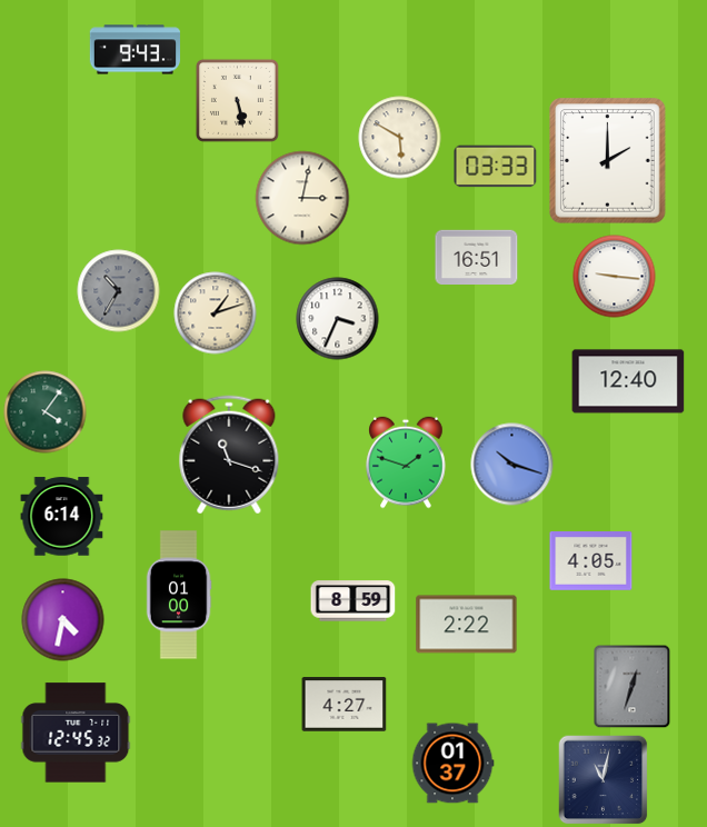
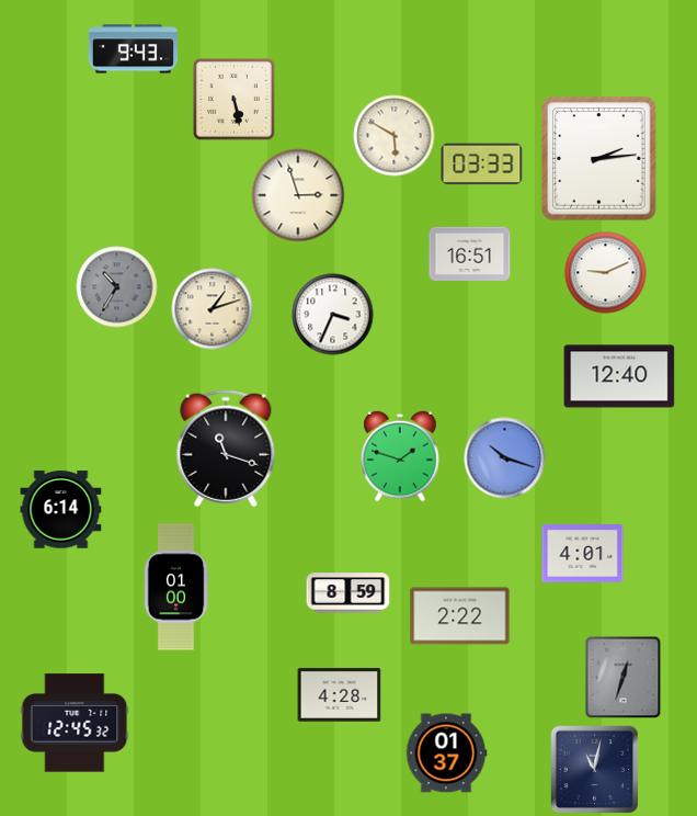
clock at (608, 161): 2:00 -> 2:14
clock at (496, 167) position: (496, 167) -> (482, 165)
clock at (302, 198): 3:02 -> 2:57
clock at (615, 277): 9:16 -> 9:11
clock at (46, 412): 4:06 -> none
clock at (591, 561): 4:05 -> 4:01
clock at (63, 620): 4:32 -> none
clock at (345, 705): 4:27 -> 4:28
